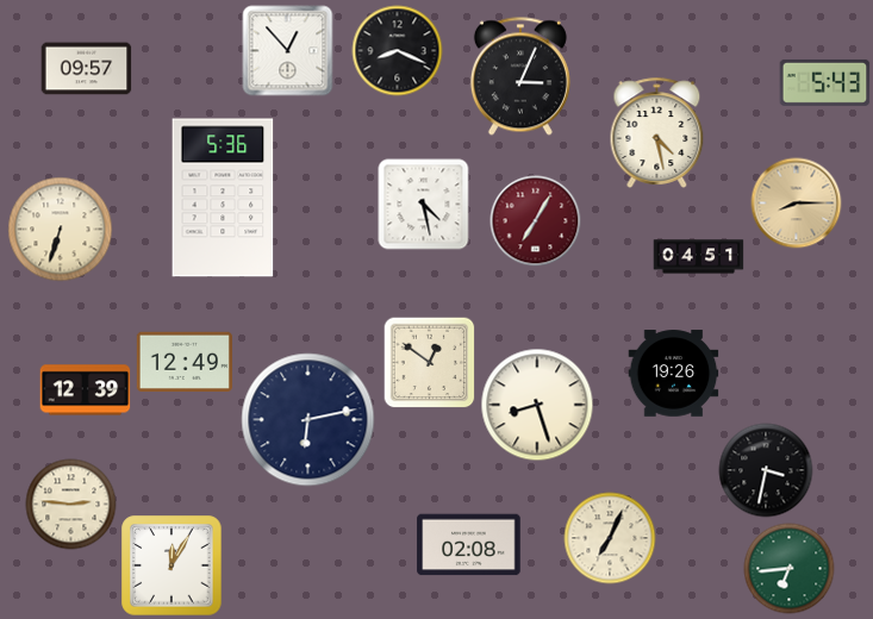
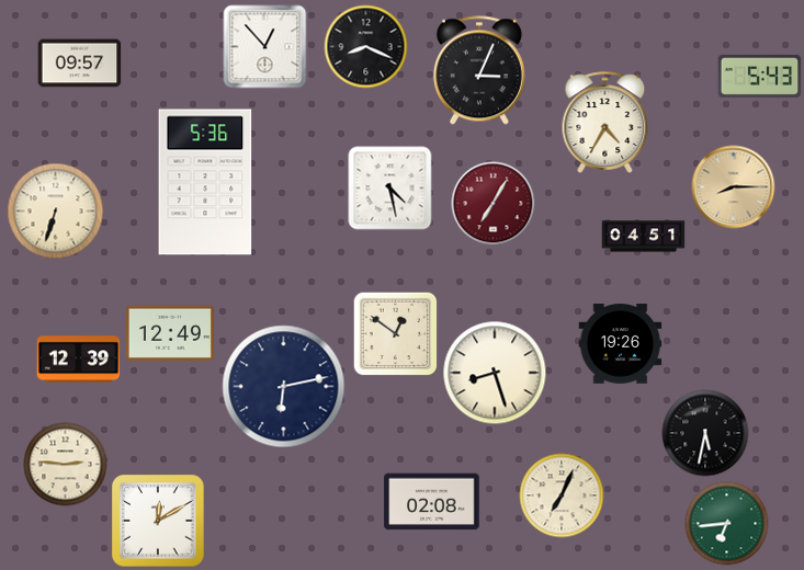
clock at (657, 132): 4:28 -> 4:35
clock at (766, 470): 3:32 -> 5:32
clock at (172, 565): 12:05 -> 12:10
